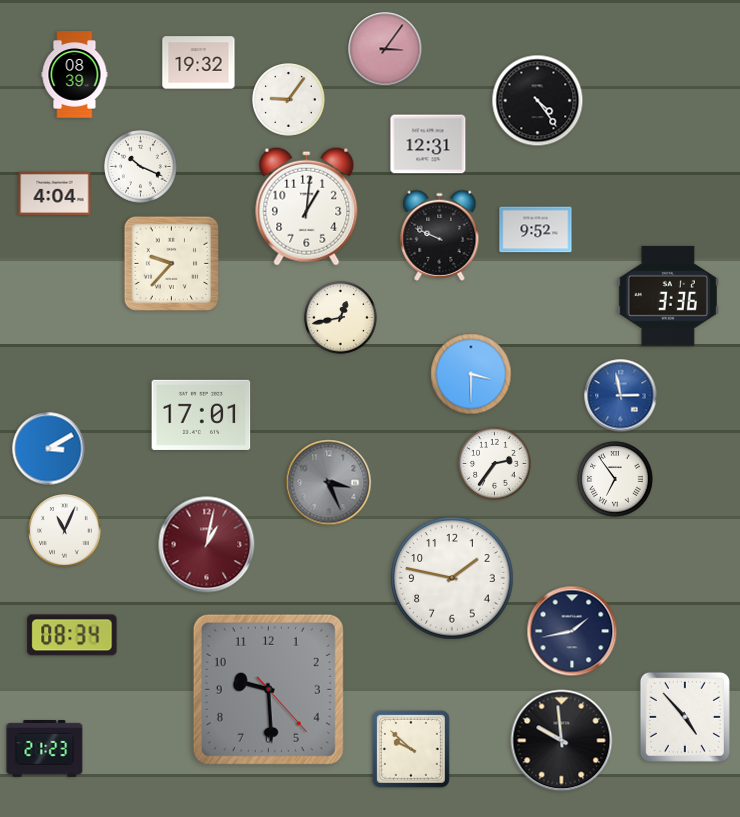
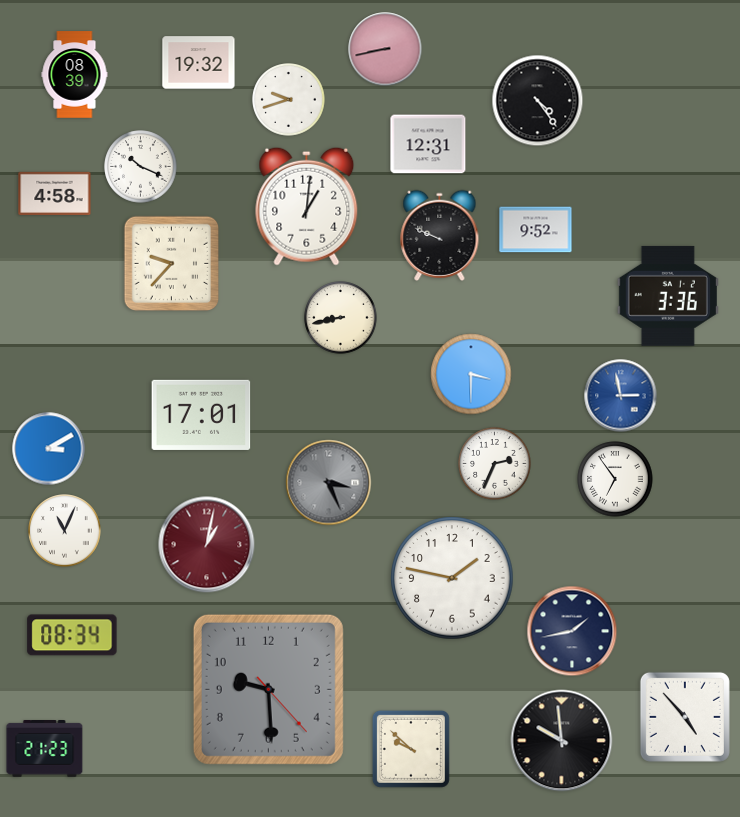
clock at (385, 49): 3:06 -> 8:43
clock at (289, 100): 9:06 -> 9:42
clock at (55, 193): 4:04 -> 4:58
clock at (341, 318): 12:43 -> 8:43
clock at (495, 464): 2:36 -> 2:34
